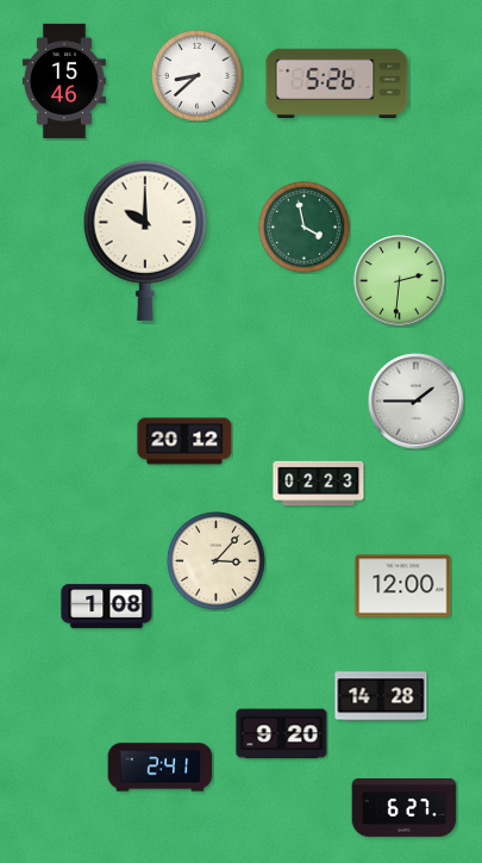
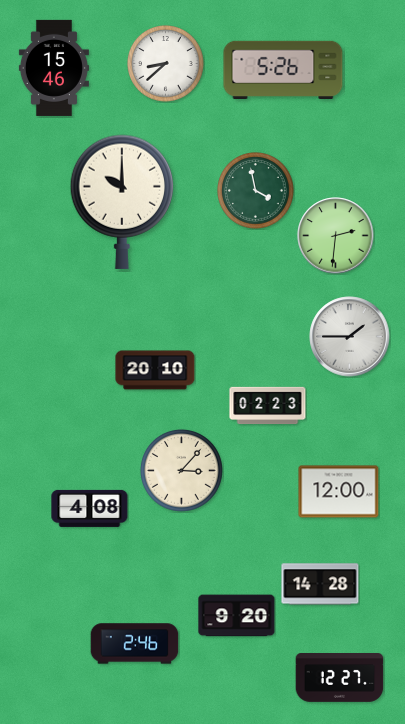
clock at (184, 441): 20:12 -> 20:10
clock at (107, 606): 1:08 -> 4:08
clock at (161, 768): 2:41 -> 2:46
clock at (405, 808): 6:27 -> 12:27
